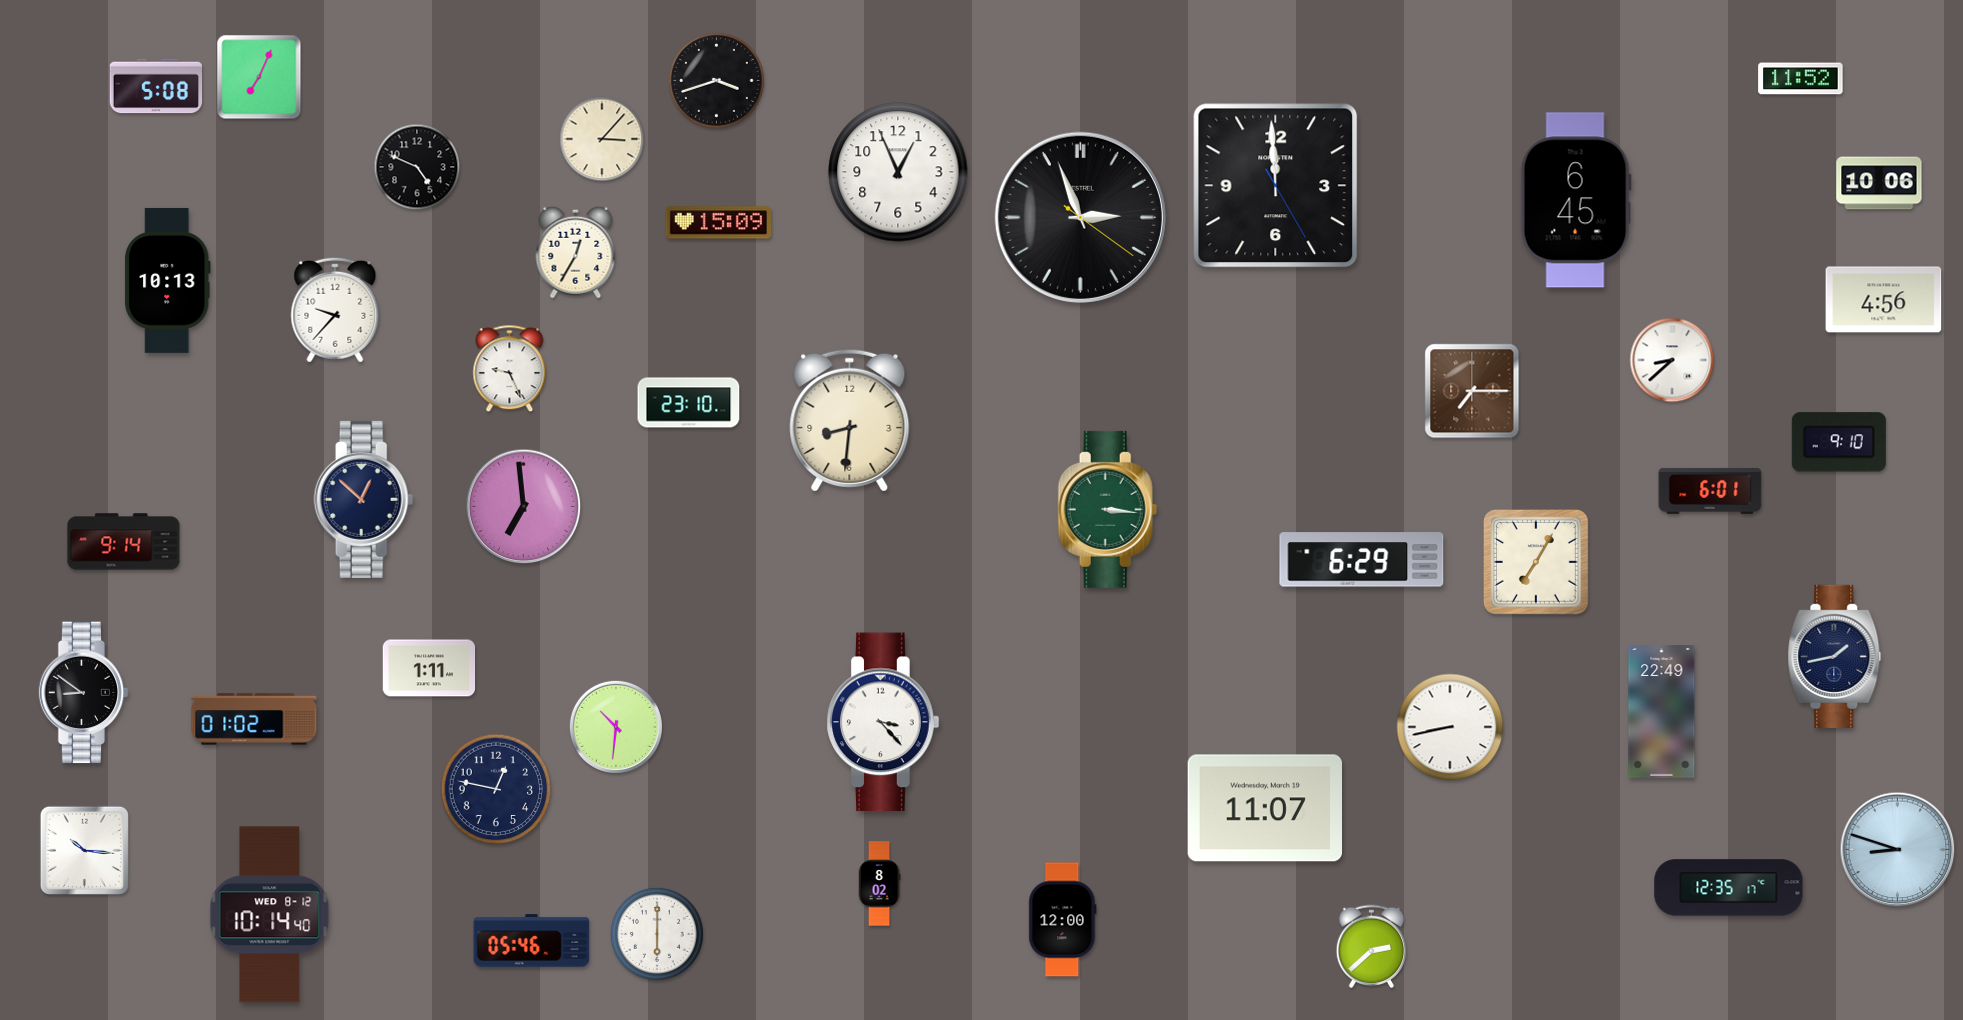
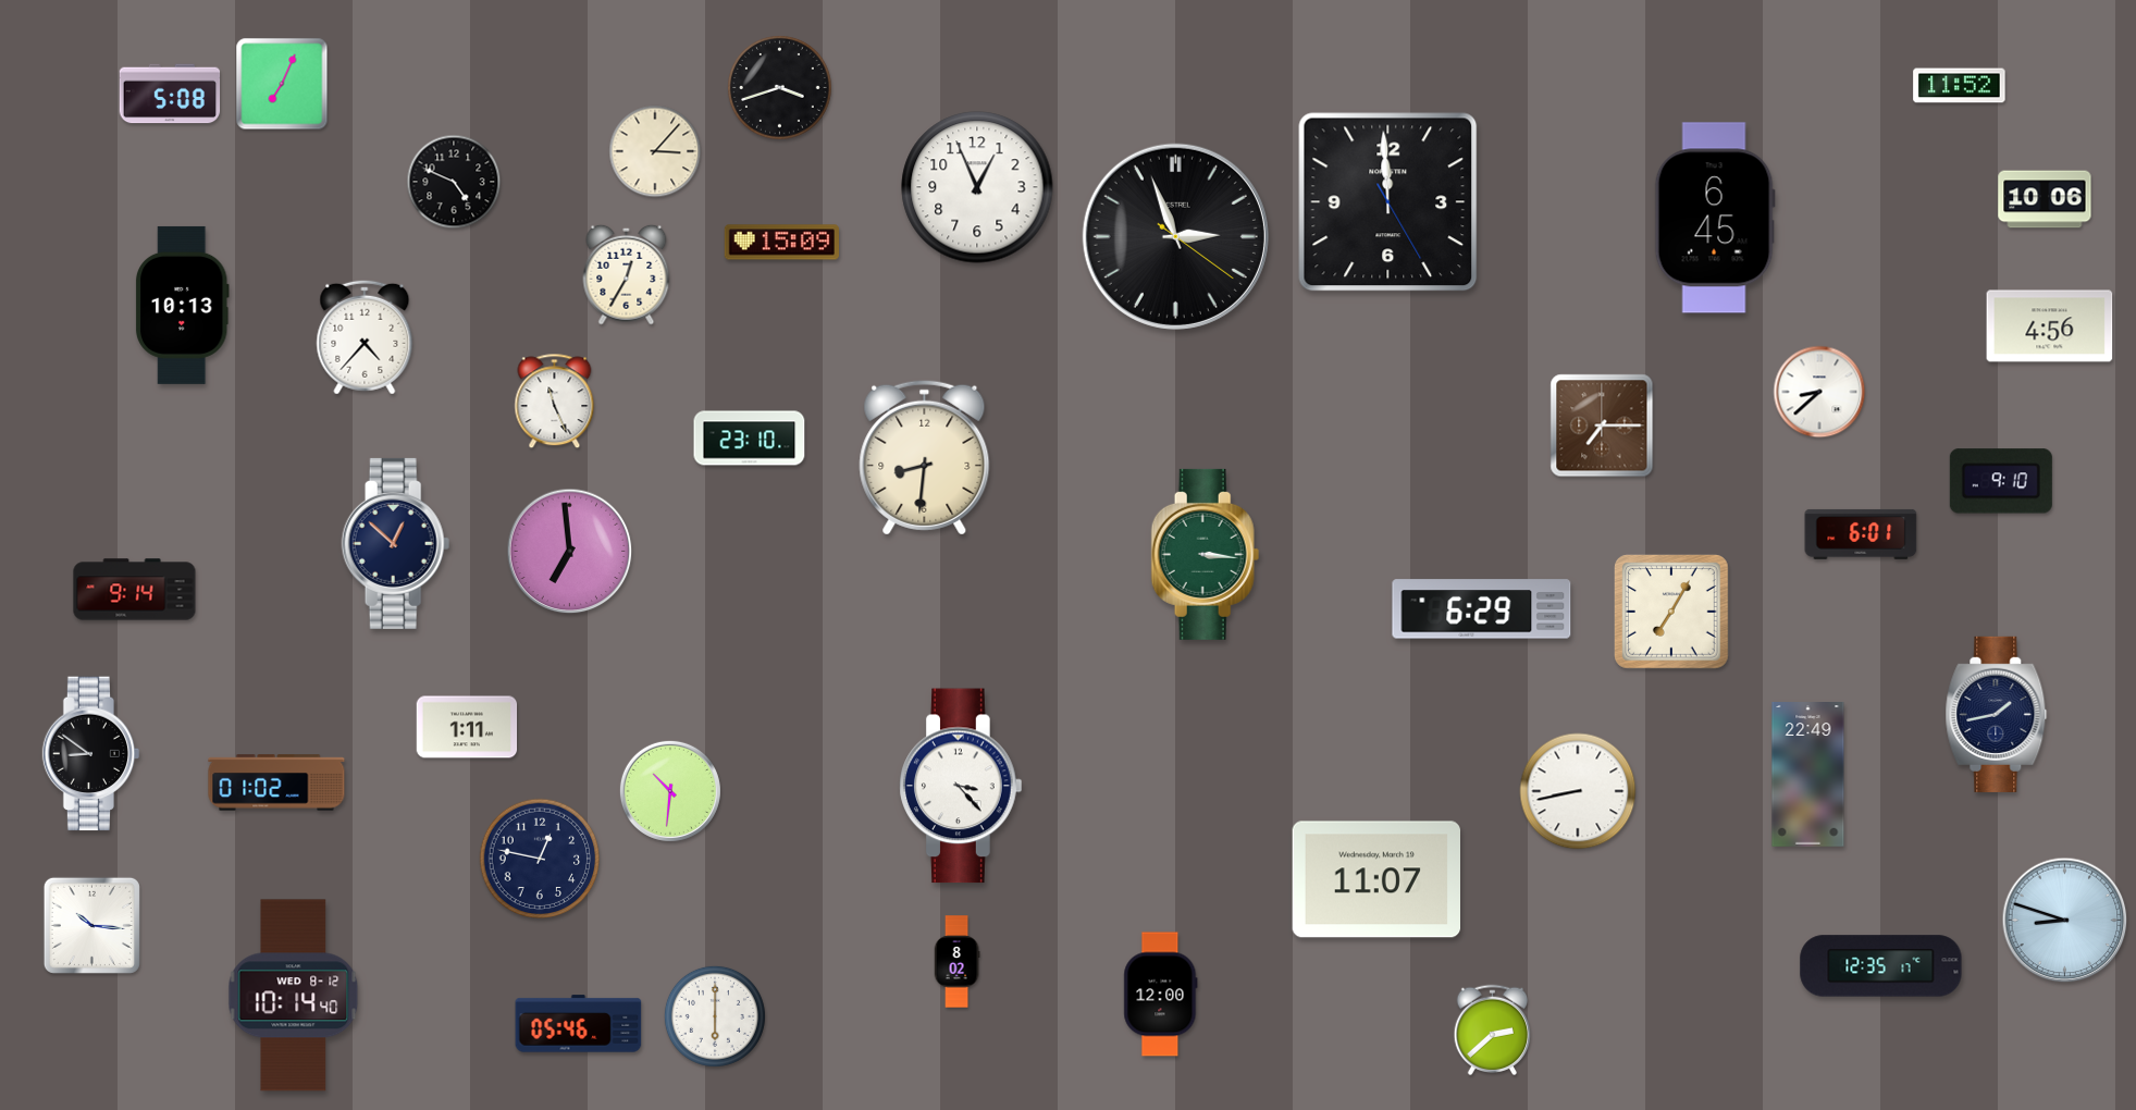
clock at (335, 310): 9:37 -> 4:37
clock at (510, 369): 9:26 -> 11:26
clock at (1898, 850) position: (1898, 850) -> (2065, 921)
clock at (1063, 920) position: (1063, 920) -> (1161, 995)
